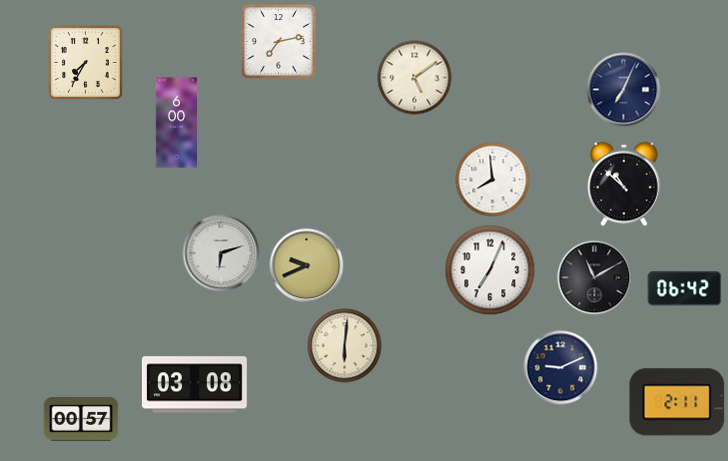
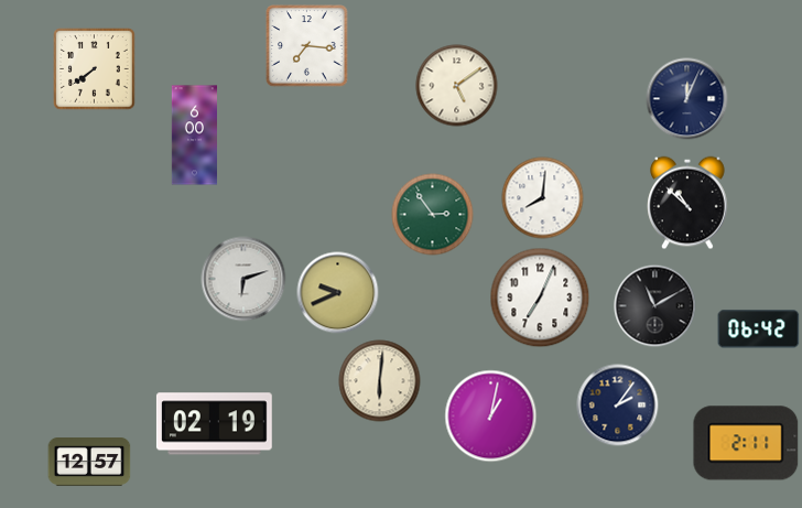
clock at (279, 42): 7:13 -> 7:16
clock at (86, 63): 7:35 -> 7:39
clock at (624, 90): 7:04 -> 12:04
clock at (493, 180): 7:59 -> 8:01
clock at (433, 215): none -> 2:54
clock at (685, 289) position: (685, 289) -> (759, 329)
clock at (561, 368): 9:11 -> 2:06
clock at (491, 417): none -> 1:02
clock at (194, 385): 03:08 -> 02:19
clock at (81, 420): 00:57 -> 12:57
